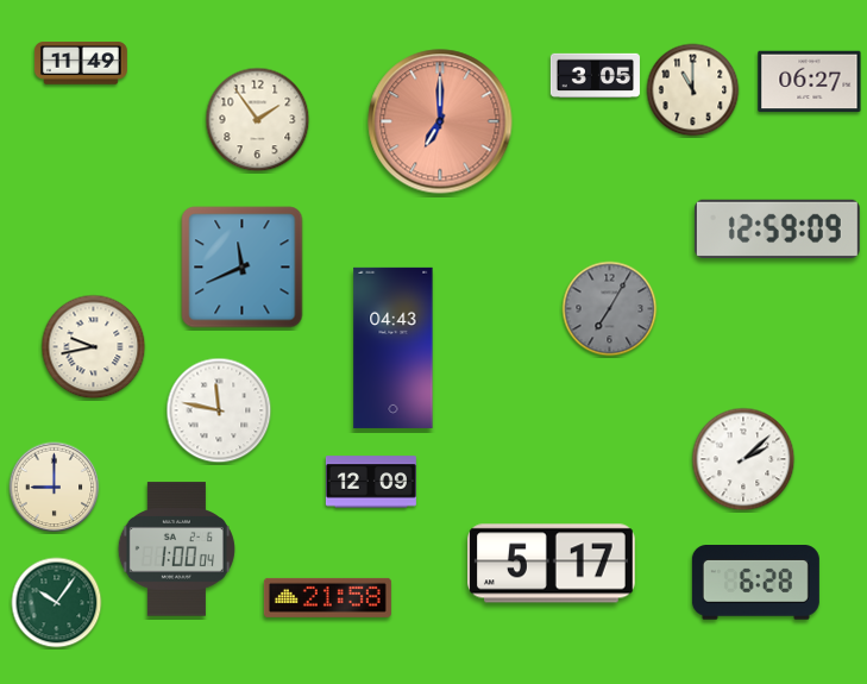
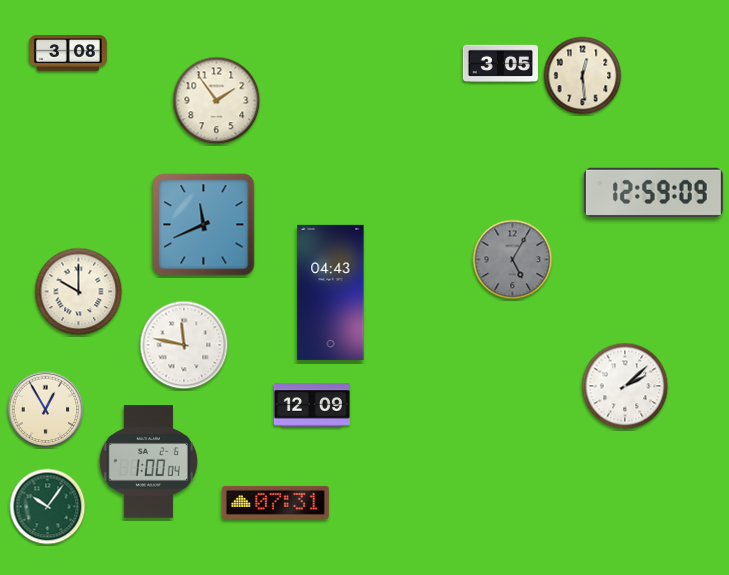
clock at (81, 63): 11:49 -> 3:08
clock at (810, 82): 06:27 -> none
clock at (693, 90): 11:00 -> 12:29
clock at (440, 121): 7:00 -> none
clock at (610, 309): 7:05 -> 5:05
clock at (94, 347): 9:43 -> 10:00
clock at (55, 488): 9:00 -> 12:55
clock at (552, 564): 5:17 -> none
clock at (755, 583): 6:28 -> none
clock at (327, 597): 21:58 -> 07:31
